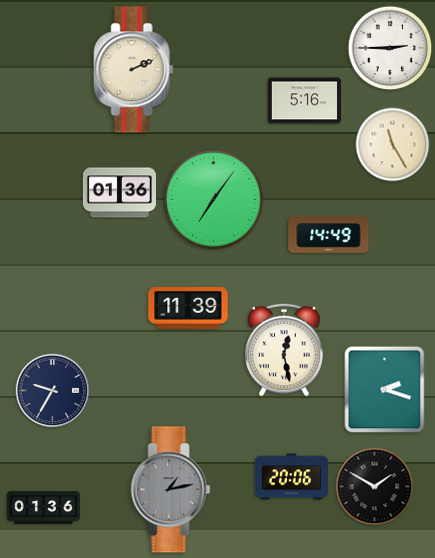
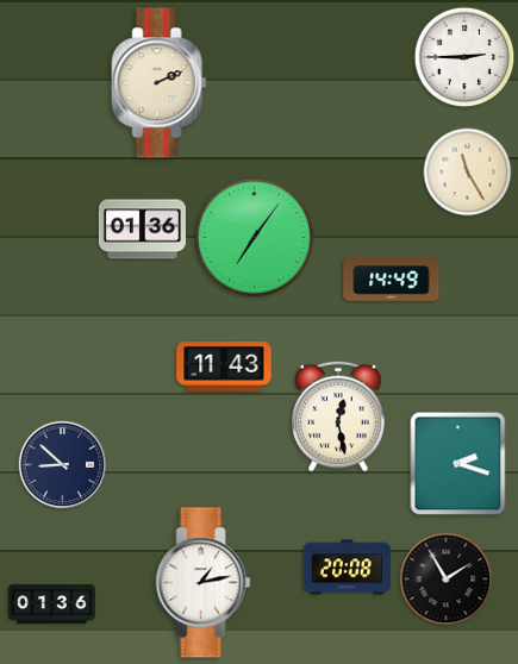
clock at (304, 101): 5:16 -> none
clock at (188, 309): 11:39 -> 11:43
clock at (53, 391): 9:35 -> 8:52
clock at (291, 477): 20:06 -> 20:08
clock at (375, 487): 1:50 -> 1:55
clock at (171, 490) dial: grey -> white
